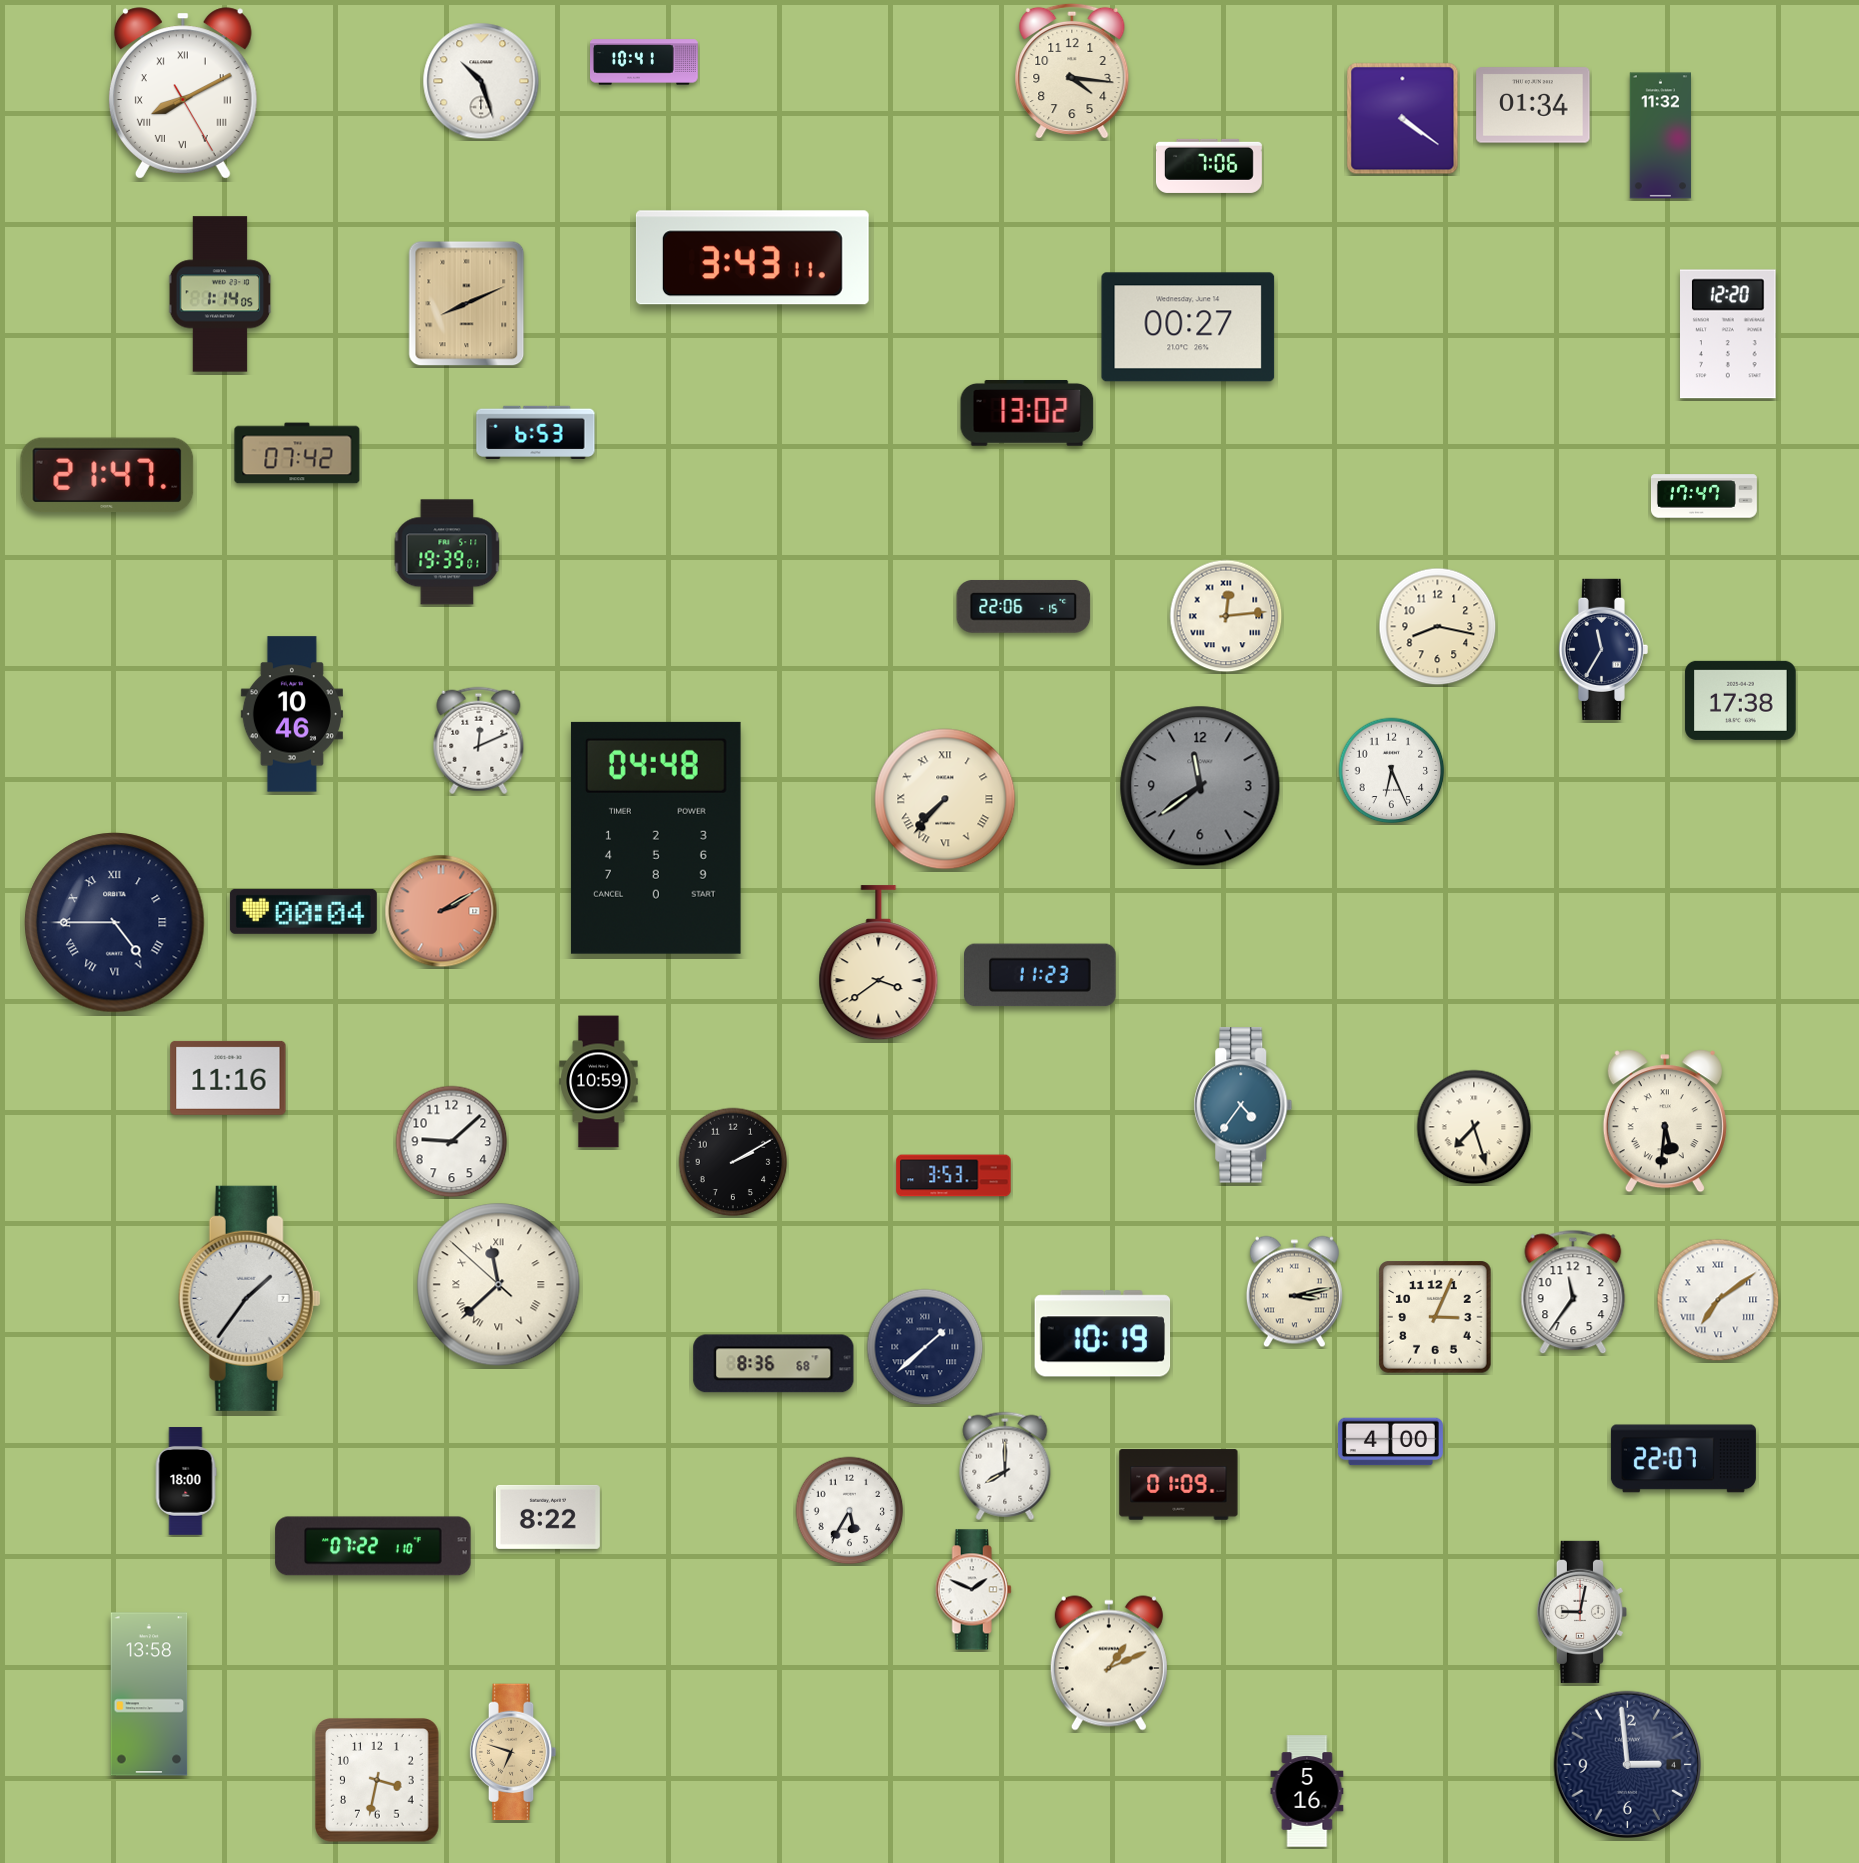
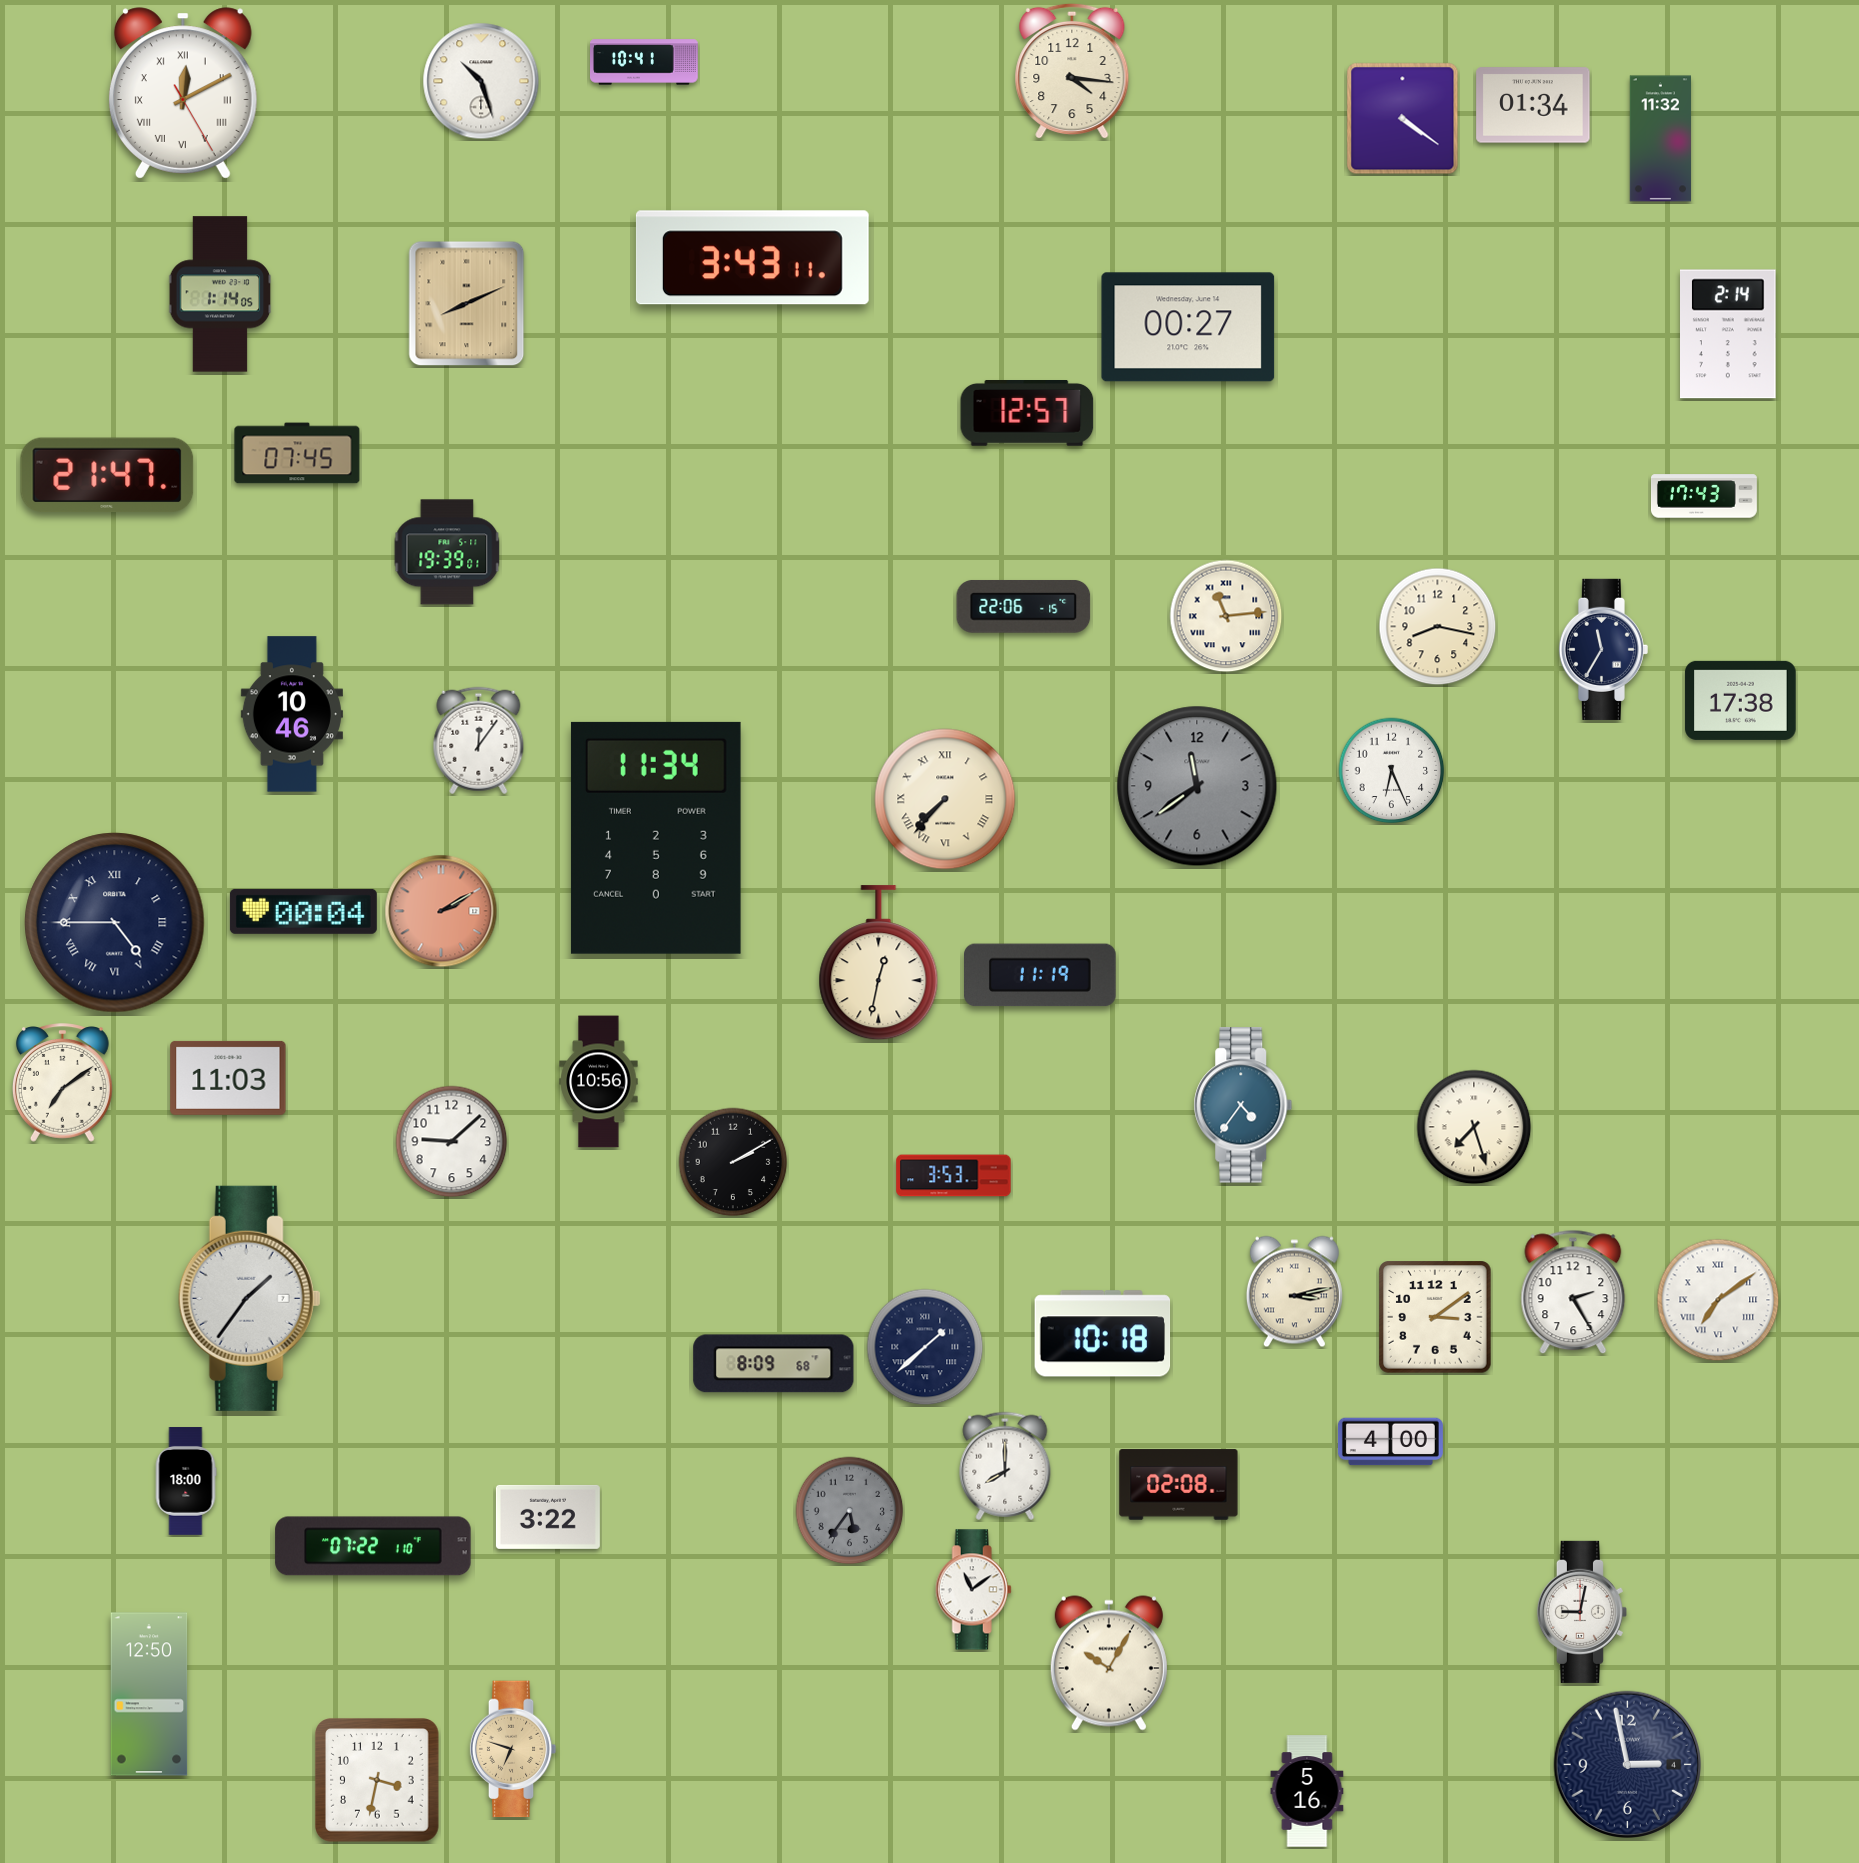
clock at (183, 93): 8:10 -> 12:10
clock at (1660, 136) position: (1660, 136) -> (1660, 139)
clock at (1209, 166): 7:06 -> none
clock at (1729, 334): 12:20 -> 2:14
clock at (1027, 414): 13:02 -> 12:57
clock at (536, 432): 6:53 -> none
clock at (297, 453): 07:42 -> 07:45
clock at (1704, 496): 17:47 -> 17:43
clock at (1226, 616): 12:14 -> 11:14
clock at (479, 741): 12:11 -> 12:06
clock at (1200, 786) position: (1200, 786) -> (1197, 786)
clock at (656, 838): 04:48 -> 11:34
clock at (879, 963): 3:39 -> 12:32
clock at (1041, 975): 11:23 -> 11:19
clock at (228, 1078): 11:16 -> 11:03
clock at (599, 1082): 10:59 -> 10:56
clock at (62, 1083): none -> 7:09
clock at (1665, 1121): 5:31 -> none
clock at (499, 1285): 11:37 -> none
clock at (1573, 1292): 11:36 -> 2:25
clock at (1436, 1318): 3:04 -> 3:09
clock at (1103, 1334): 10:19 -> 10:18
clock at (774, 1364): 8:36 -> 8:09
clock at (1683, 1459): 22:07 -> none
clock at (1179, 1485): 01:09 -> 02:08
clock at (850, 1511): 5:35 -> 5:36
clock at (850, 1511) dial: white -> grey
clock at (548, 1517): 8:22 -> 3:22
clock at (973, 1590): 1:49 -> 11:09
clock at (1109, 1663): 1:11 -> 10:05
clock at (149, 1694): 13:58 -> 12:50
clock at (513, 1752) position: (513, 1752) -> (513, 1749)
clock at (1627, 1764): 2:59 -> 2:58
